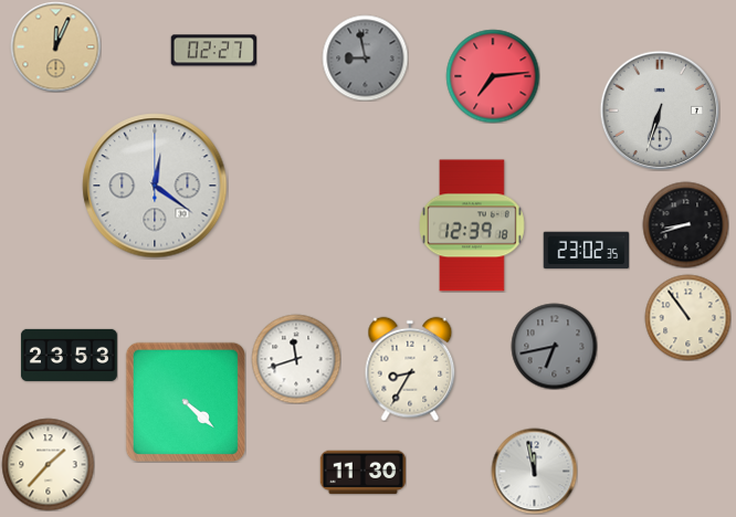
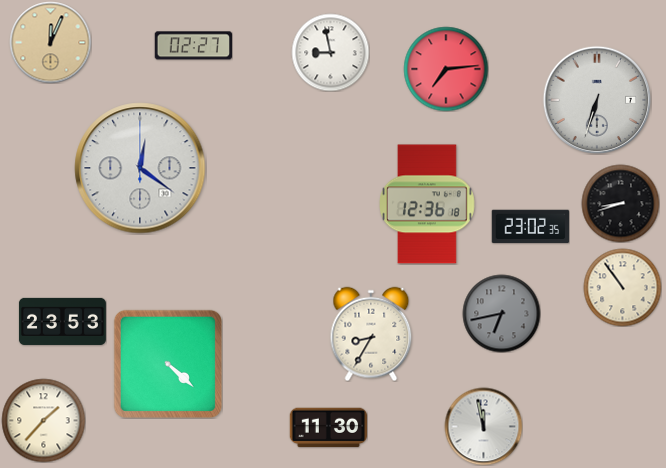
clock at (365, 57) dial: grey -> white
clock at (473, 225): 12:39 -> 12:36
clock at (296, 359): 11:42 -> none
